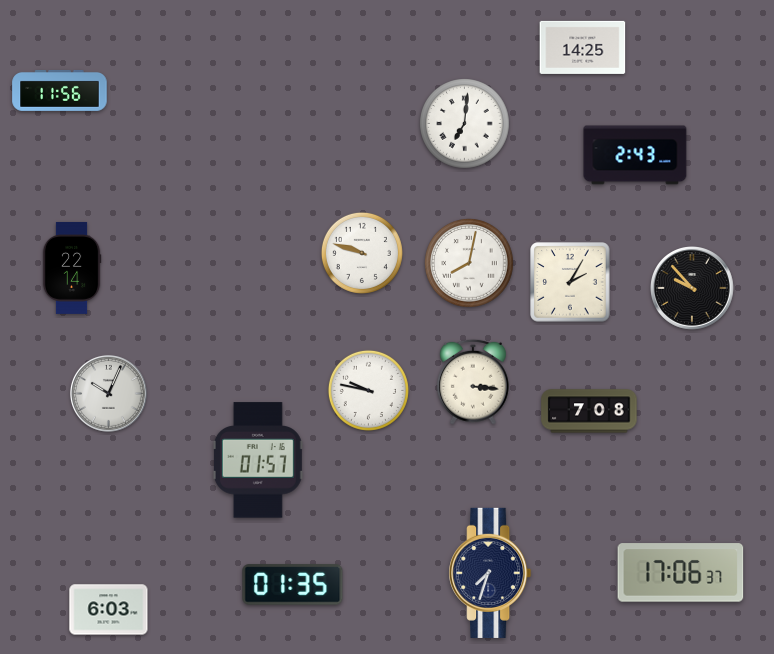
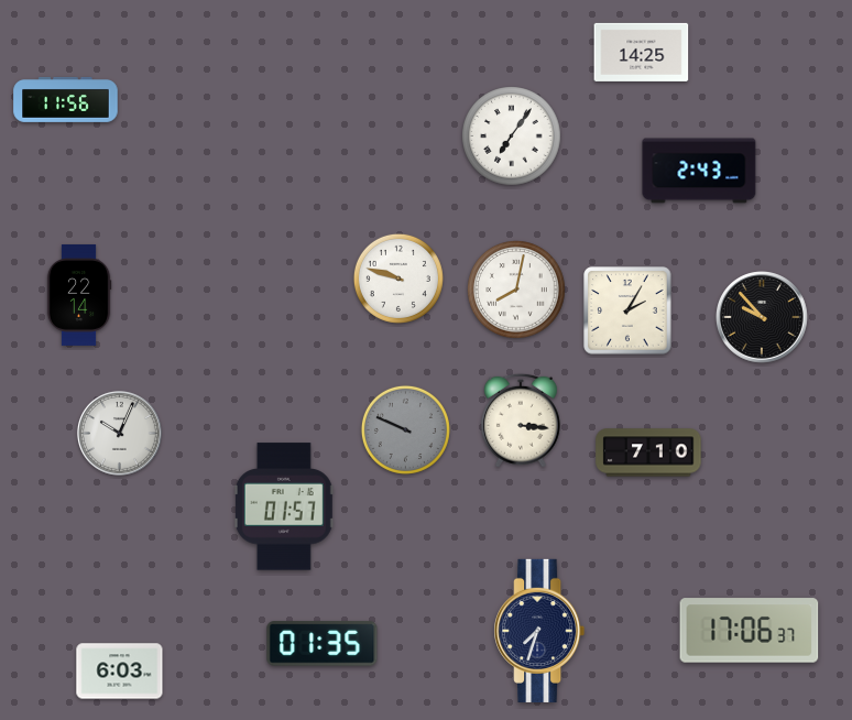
clock at (465, 124): 7:01 -> 7:06
clock at (368, 390): 9:47 -> 9:49
clock at (368, 390) dial: white -> grey
clock at (589, 411): 7:08 -> 7:10
